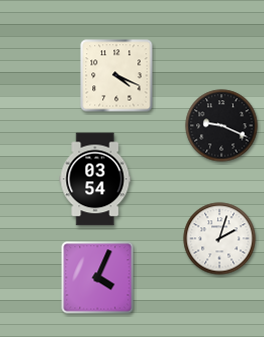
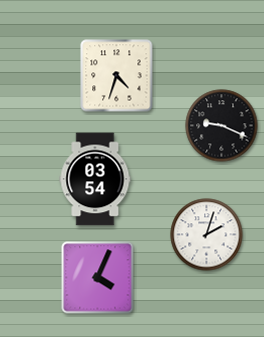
clock at (117, 76): 4:19 -> 4:33
clock at (220, 239) position: (220, 239) -> (207, 235)
